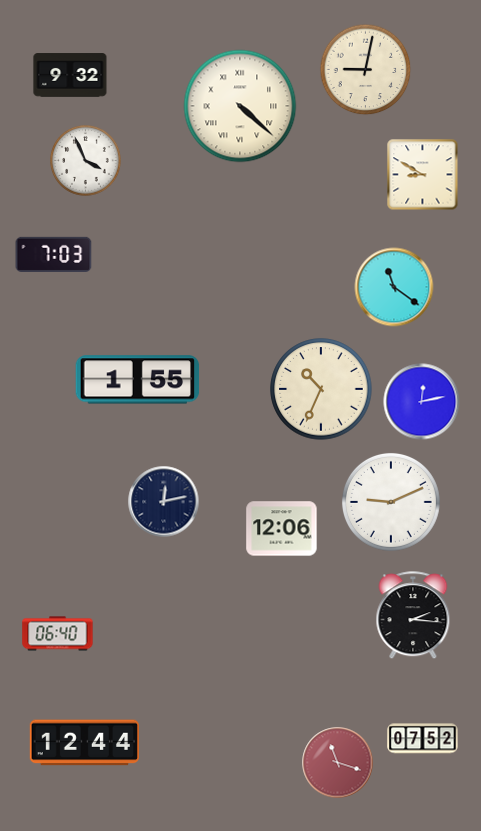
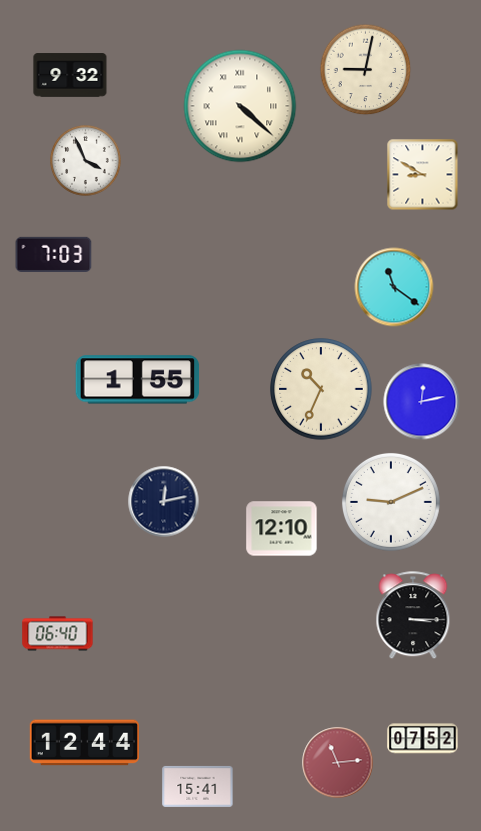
clock at (282, 529): 12:06 -> 12:10
clock at (413, 616): 2:16 -> 3:15
clock at (338, 763): 11:18 -> 11:14
clock at (198, 786): none -> 15:41
